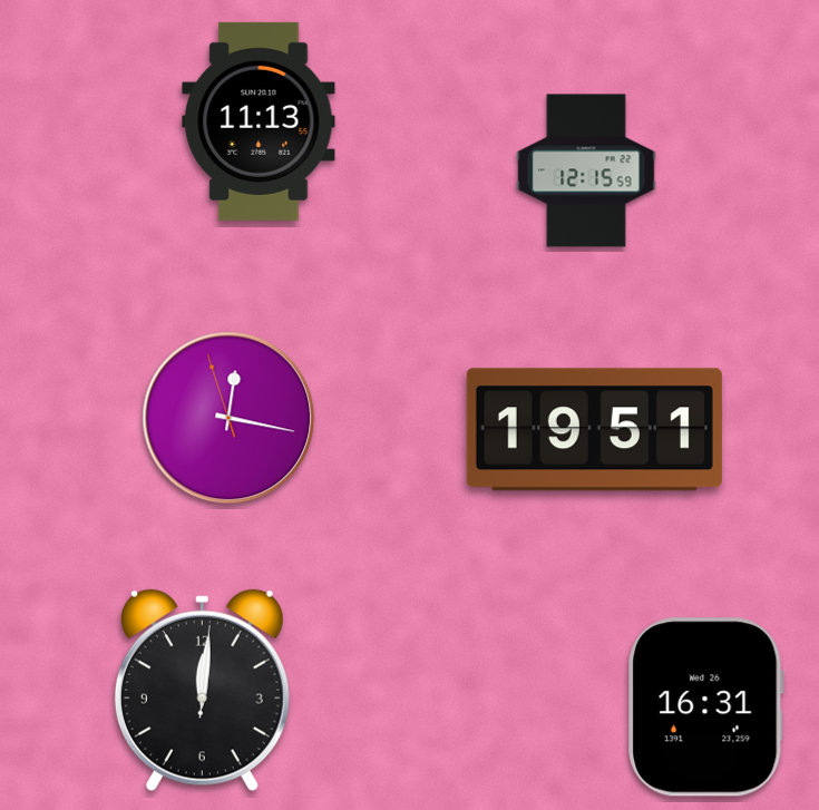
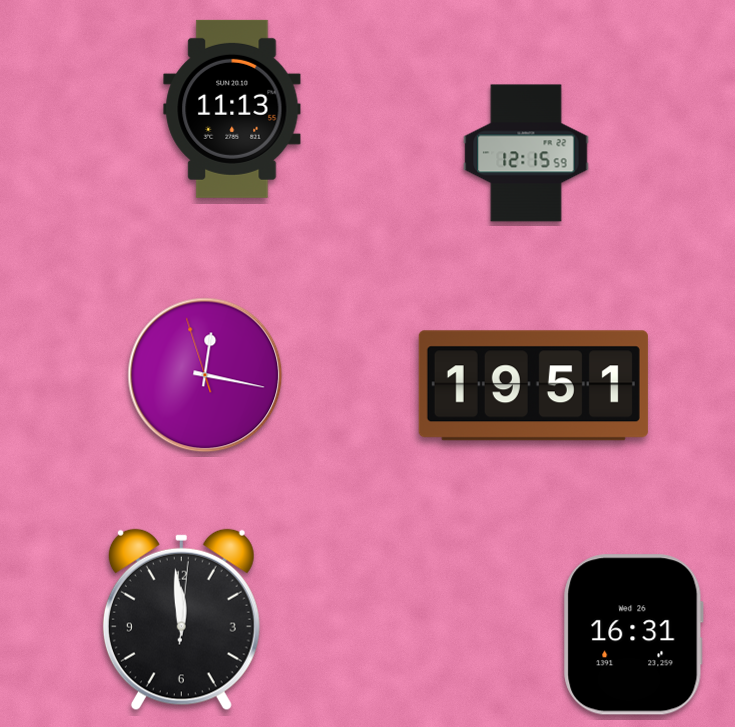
clock at (202, 691): 12:01 -> 11:59
